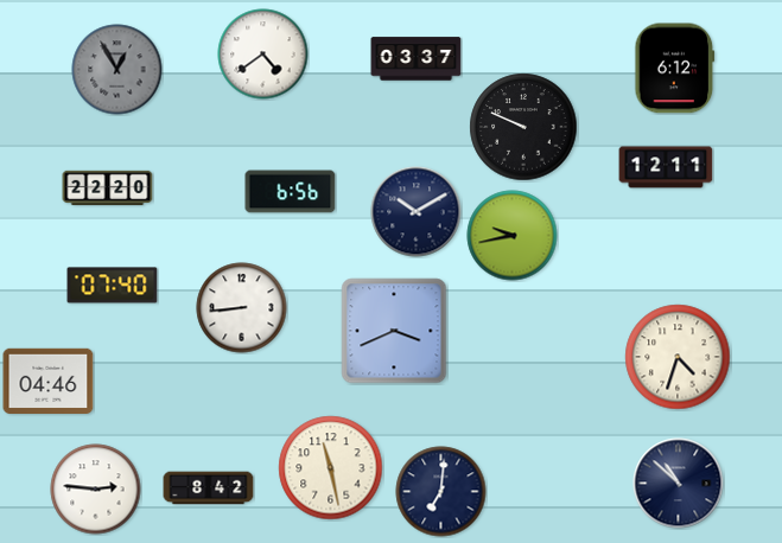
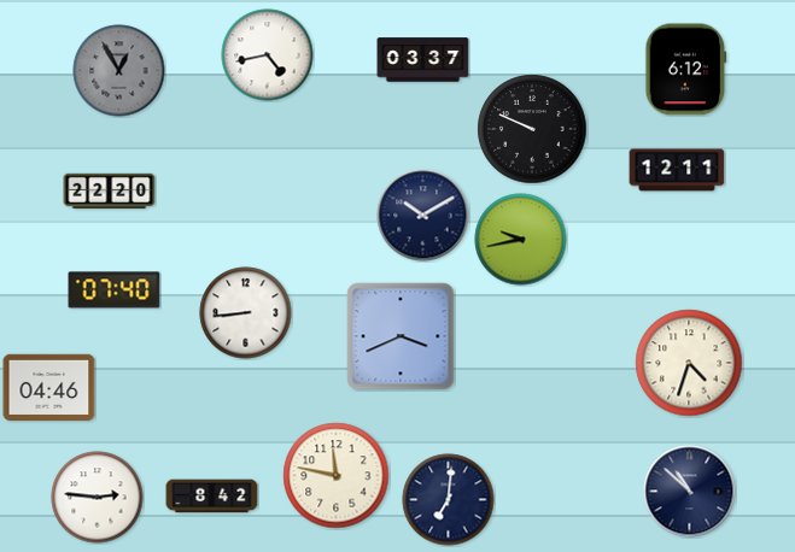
clock at (263, 55): 4:39 -> 4:43
clock at (291, 192): 6:56 -> none
clock at (331, 468): 11:28 -> 11:47
